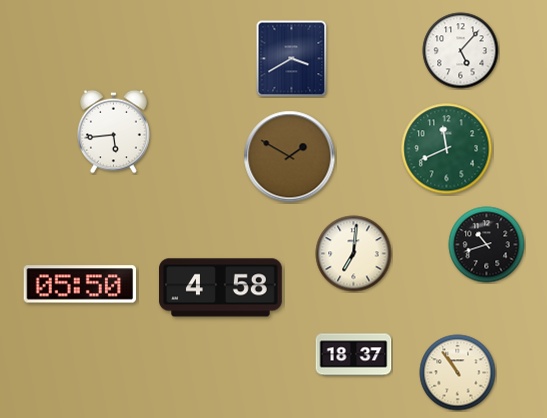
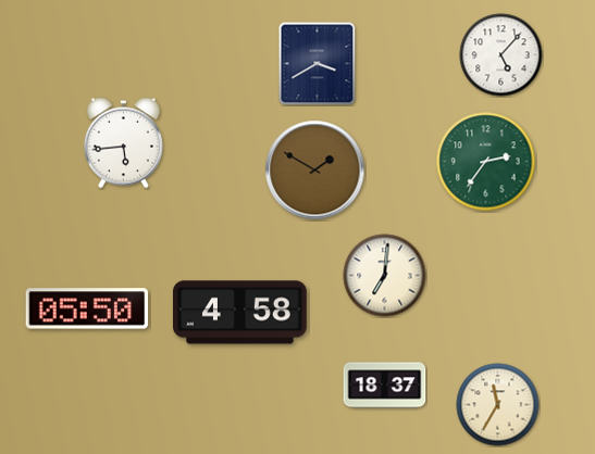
clock at (447, 149): 11:41 -> 2:36
clock at (487, 245): 10:42 -> none
clock at (458, 373): 10:54 -> 11:35
